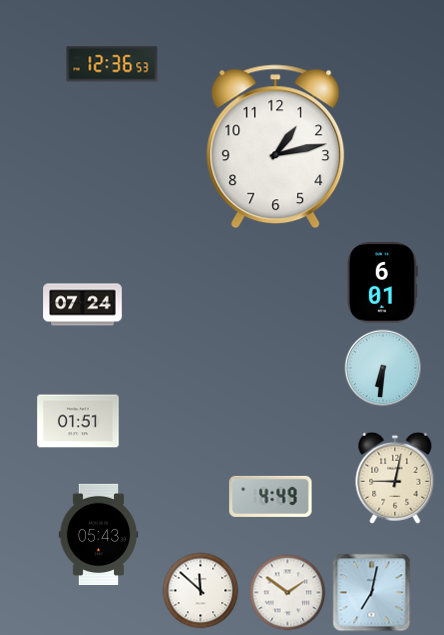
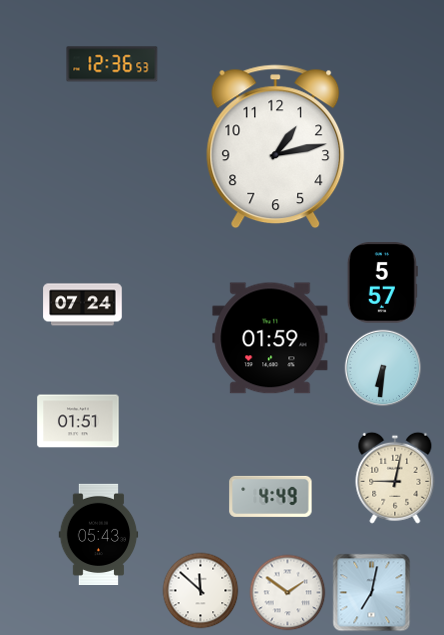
clock at (382, 283): 6:01 -> 5:57
clock at (270, 338): none -> 01:59
